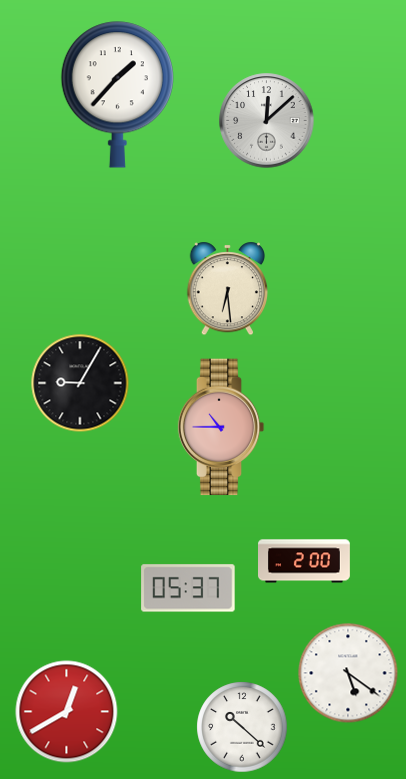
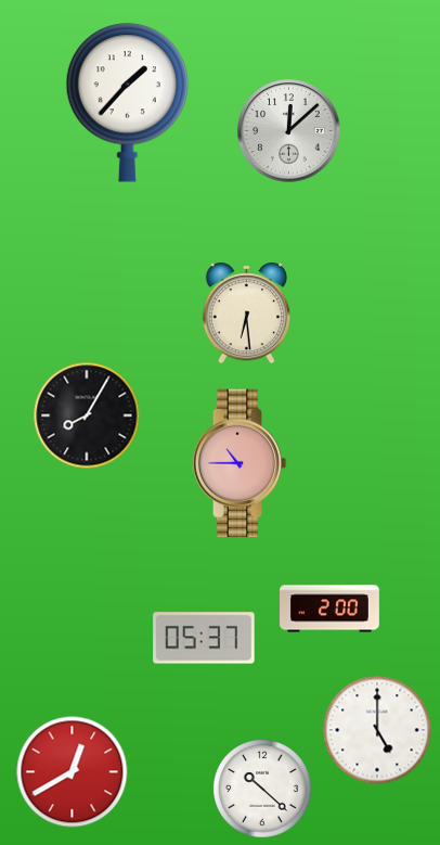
clock at (80, 383): 9:05 -> 8:05
clock at (348, 673): 5:21 -> 5:00
